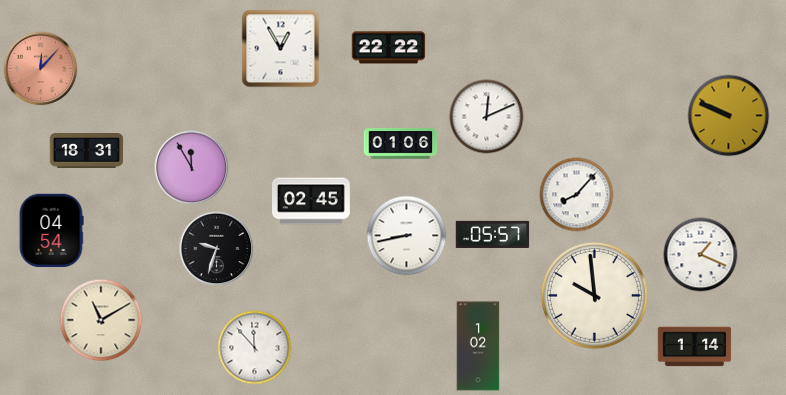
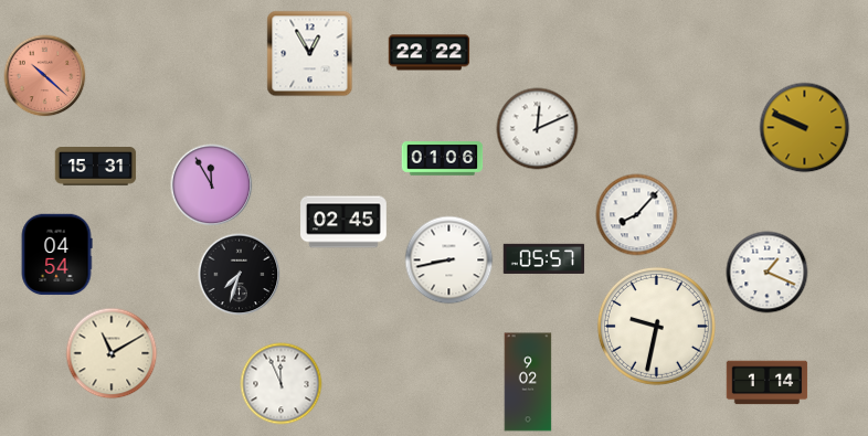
clock at (41, 69): 12:07 -> 10:22
clock at (87, 151): 18:31 -> 15:31
clock at (217, 249): 9:33 -> 7:33
clock at (701, 255) position: (701, 255) -> (768, 273)
clock at (594, 295): 9:59 -> 9:32
clock at (478, 346): 1:02 -> 9:02
clock at (255, 348): 11:53 -> 11:56
